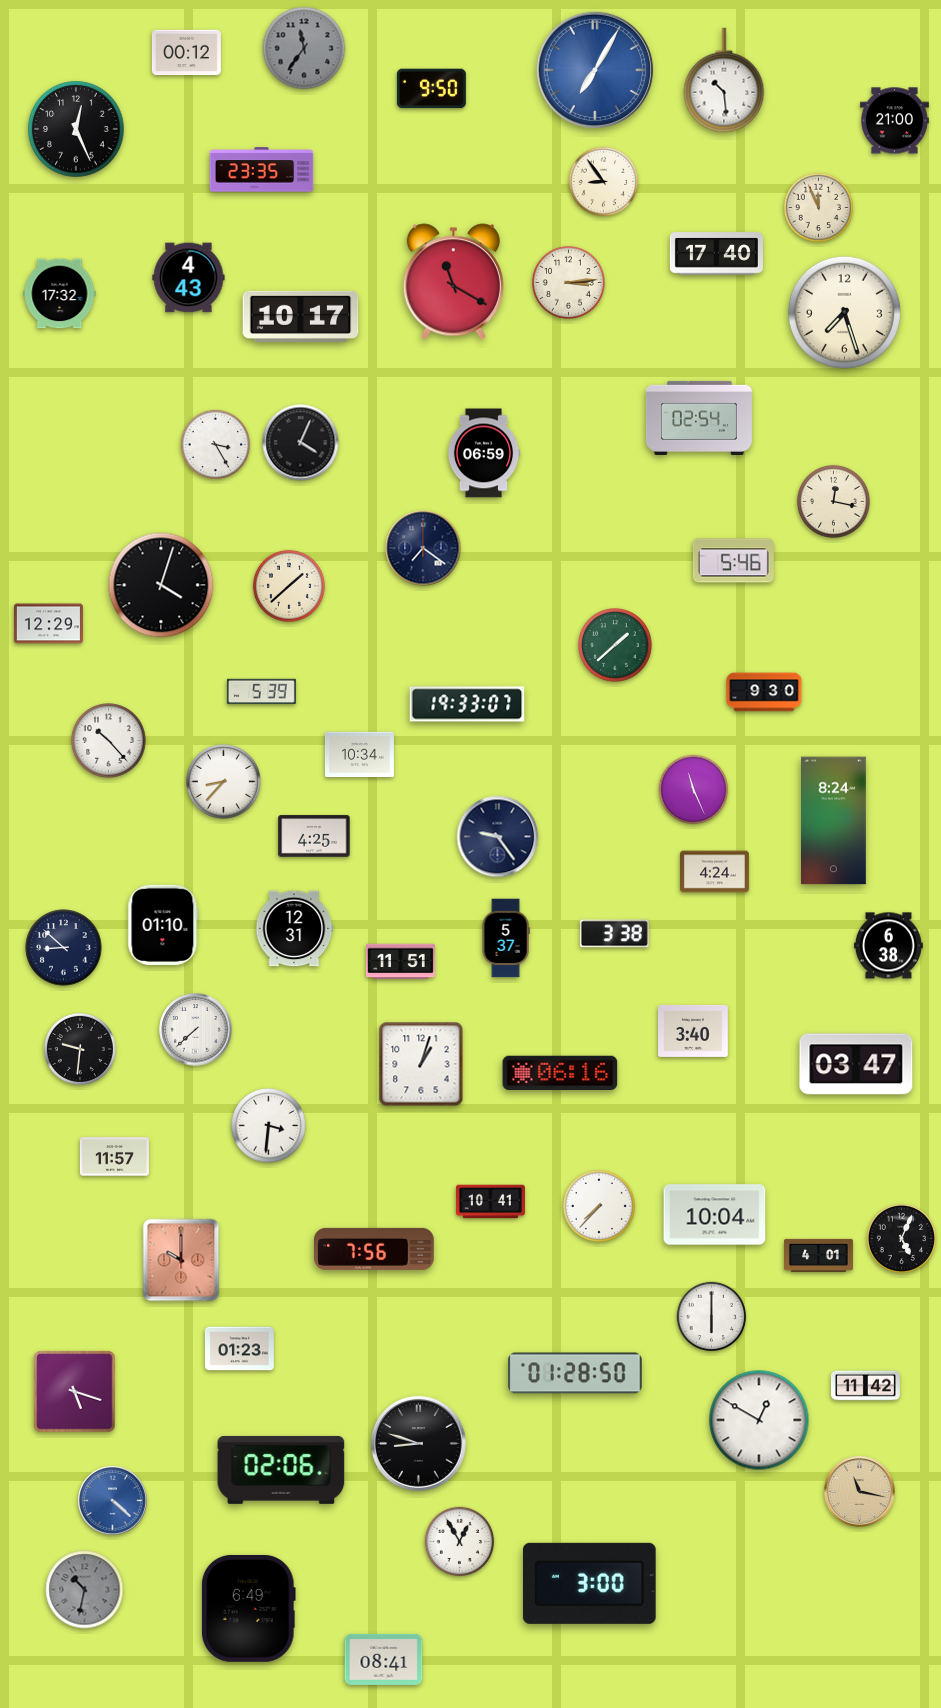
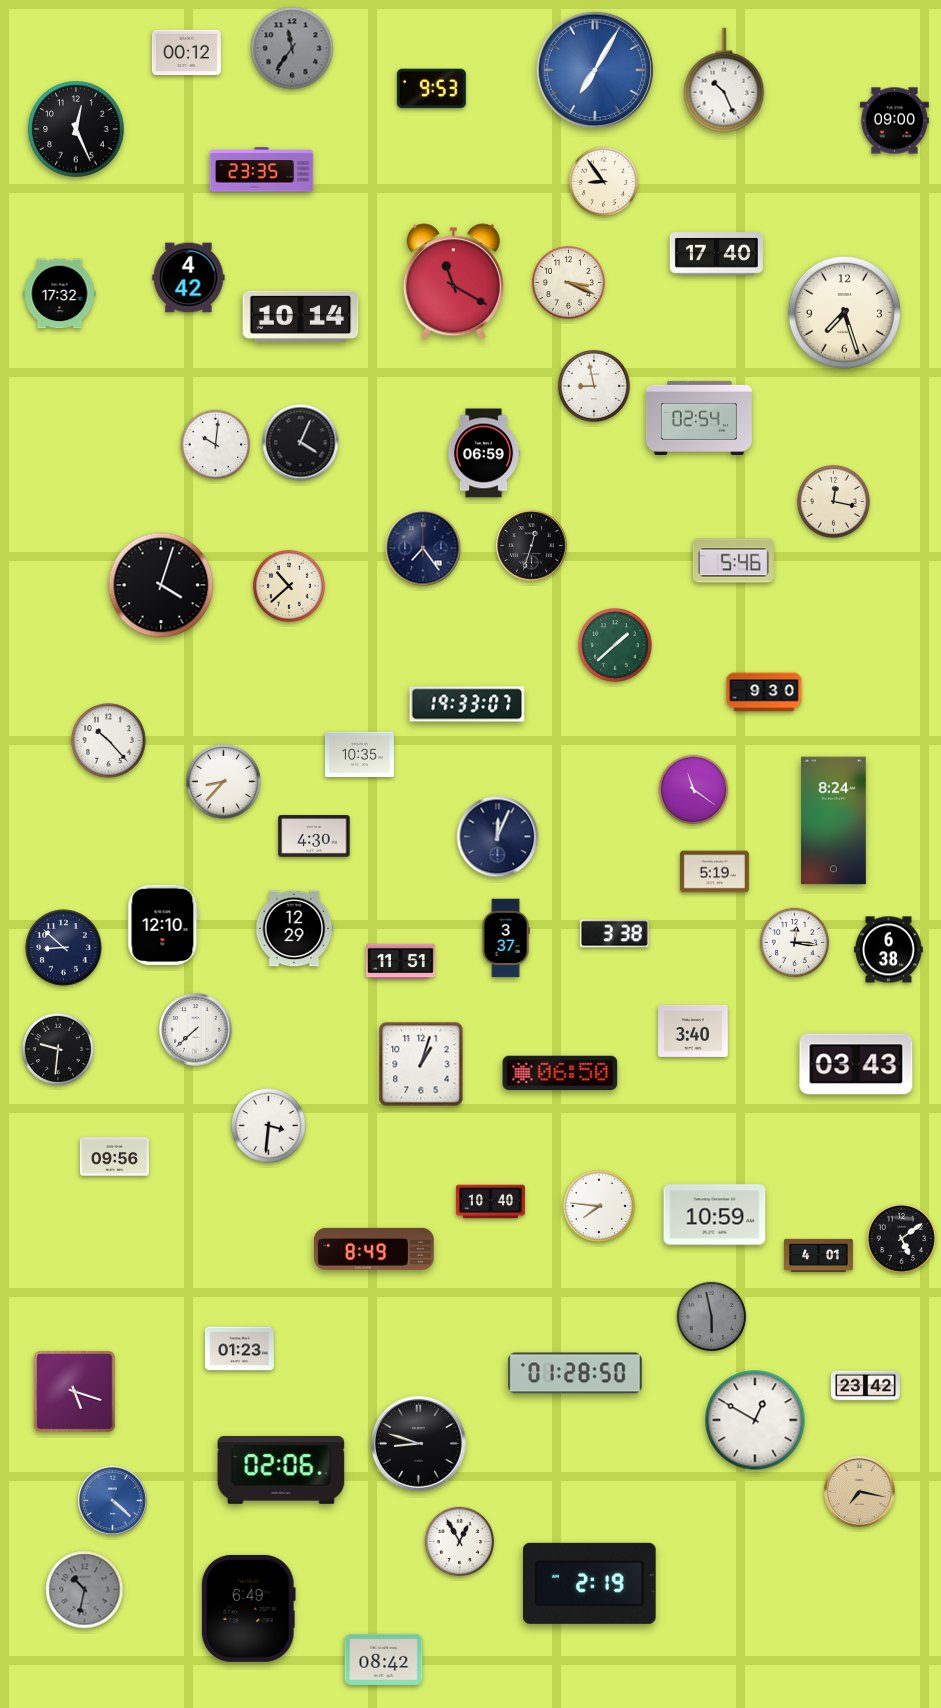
clock at (304, 48) position: (304, 48) -> (292, 48)
clock at (724, 80): 10:29 -> 10:26
clock at (431, 89): 9:50 -> 9:53
clock at (894, 121): 21:00 -> 09:00
clock at (819, 208): 11:56 -> none
clock at (189, 278): 4:43 -> 4:42
clock at (568, 282): 3:14 -> 3:19
clock at (301, 316): 10:17 -> 10:14
clock at (594, 386): none -> 8:58
clock at (216, 445): 3:25 -> 10:01
clock at (532, 546): none -> 12:33
clock at (423, 548): 7:21 -> 7:24
clock at (289, 586): 1:38 -> 10:38
clock at (48, 624): 12:29 -> none
clock at (261, 692): 5:39 -> none
clock at (359, 755): 10:34 -> 10:35
clock at (694, 790): 11:26 -> 11:21
clock at (314, 836): 4:25 -> 4:30
clock at (498, 837): 9:24 -> 12:04
clock at (714, 872): 4:24 -> 5:19
clock at (163, 925): 01:10 -> 12:10
clock at (294, 929): 12:31 -> 12:29
clock at (506, 938): 5:37 -> 3:37
clock at (795, 943): none -> 12:16
clock at (888, 946) position: (888, 946) -> (888, 950)
clock at (80, 1049) position: (80, 1049) -> (58, 1049)
clock at (856, 1064): 03:47 -> 03:43
clock at (560, 1073): 06:16 -> 06:50
clock at (114, 1157): 11:57 -> 09:56
clock at (490, 1202): 10:41 -> 10:40
clock at (599, 1206): 7:37 -> 7:46
clock at (715, 1215): 10:04 -> 10:59
clock at (902, 1239): 5:04 -> 5:09
clock at (375, 1249): 7:56 -> 8:49
clock at (181, 1260): 10:00 -> none
clock at (712, 1317): 6:00 -> 5:58
clock at (712, 1317) dial: white -> grey
clock at (865, 1386): 11:42 -> 23:42
clock at (759, 1420) position: (759, 1420) -> (755, 1420)
clock at (860, 1492): 11:17 -> 7:17
clock at (589, 1583): 3:00 -> 2:19
clock at (384, 1659): 08:41 -> 08:42
